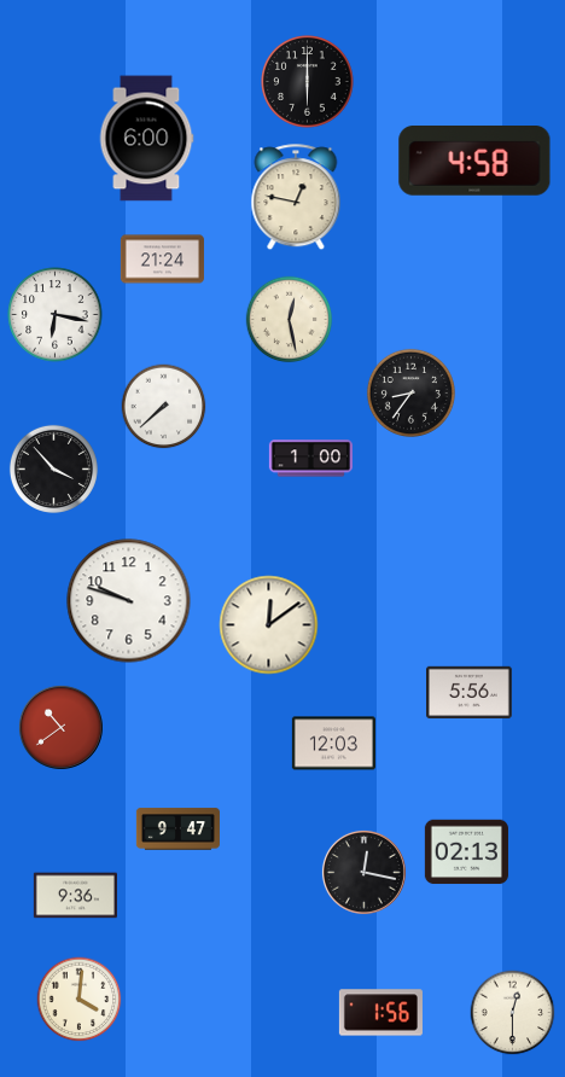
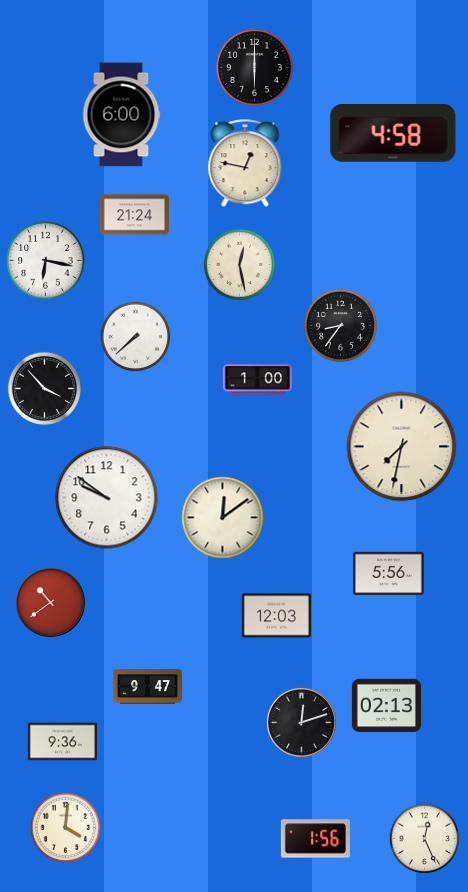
clock at (402, 447): none -> 7:32
clock at (129, 601): 9:48 -> 9:51
clock at (363, 872): 12:17 -> 12:12
clock at (513, 1013): 12:30 -> 12:26
